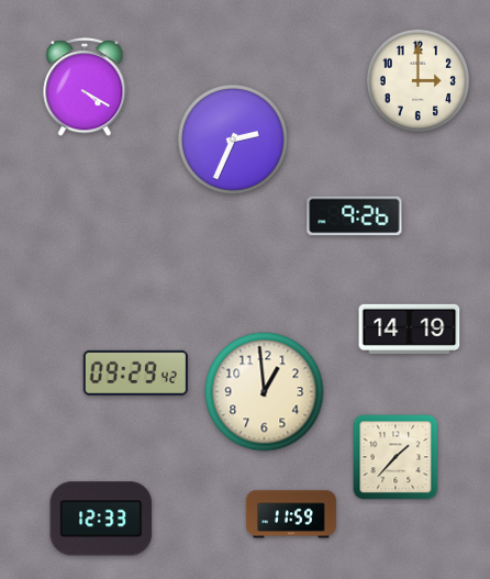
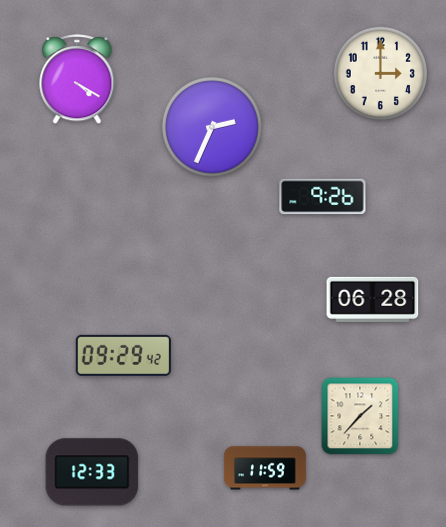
clock at (410, 329): 14:19 -> 06:28
clock at (135, 372) position: (135, 372) -> (123, 355)
clock at (265, 392): 12:59 -> none
